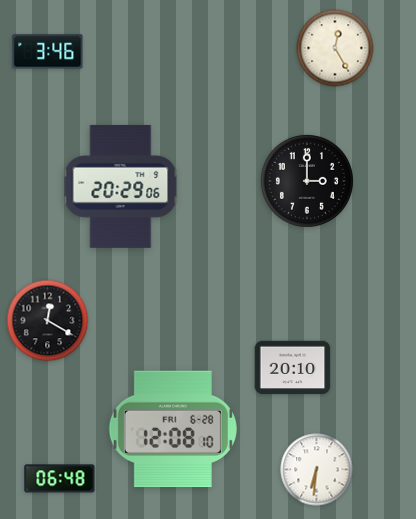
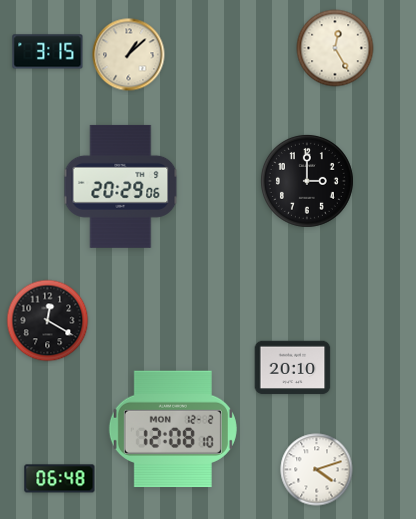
clock at (48, 52): 3:46 -> 3:15
clock at (129, 55): none -> 1:08
clock at (173, 429) date: FRI 6-28 -> MON 12-2
clock at (317, 470): 6:31 -> 4:12
